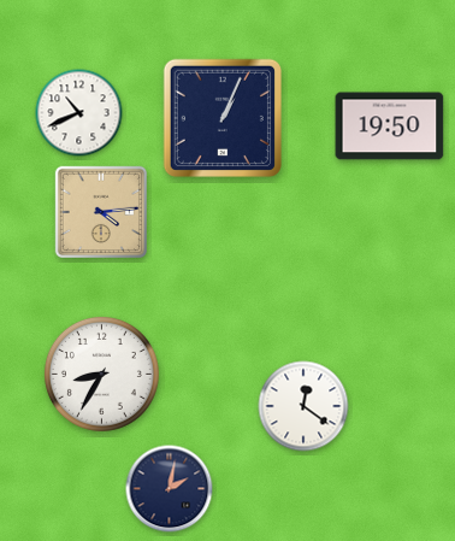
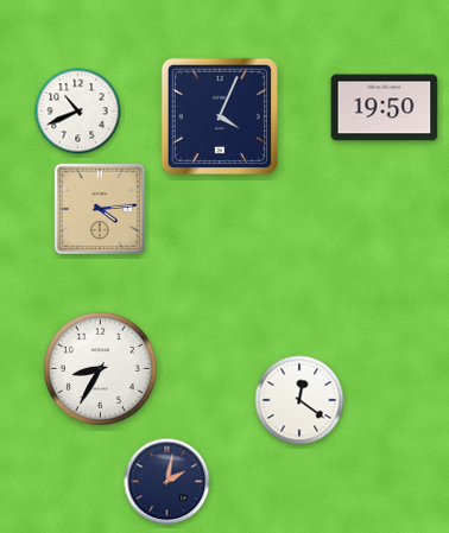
clock at (223, 118): 1:04 -> 4:04
clock at (390, 127) position: (390, 127) -> (385, 108)
